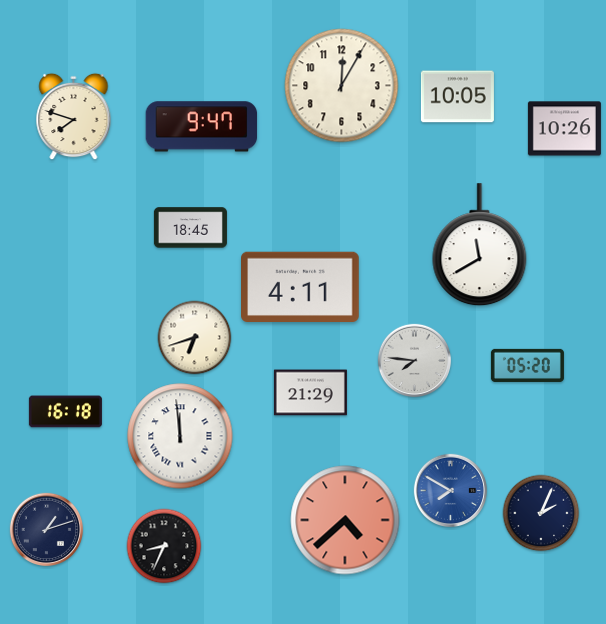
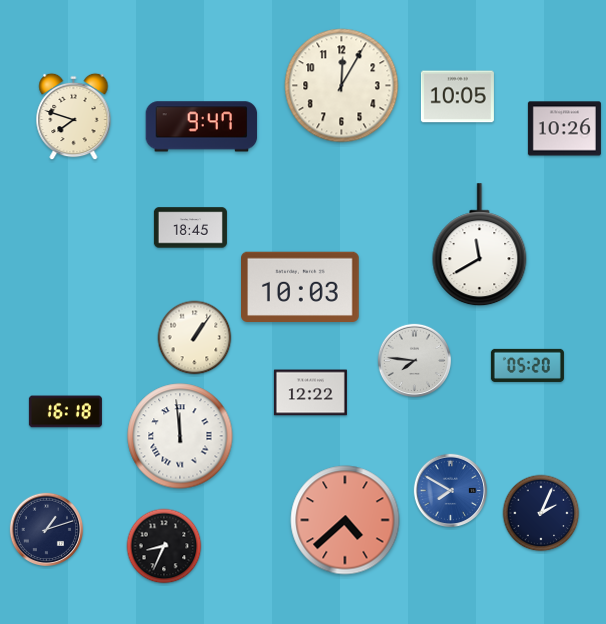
clock at (301, 286): 4:11 -> 10:03
clock at (195, 338): 6:42 -> 1:06
clock at (310, 393): 21:29 -> 12:22
